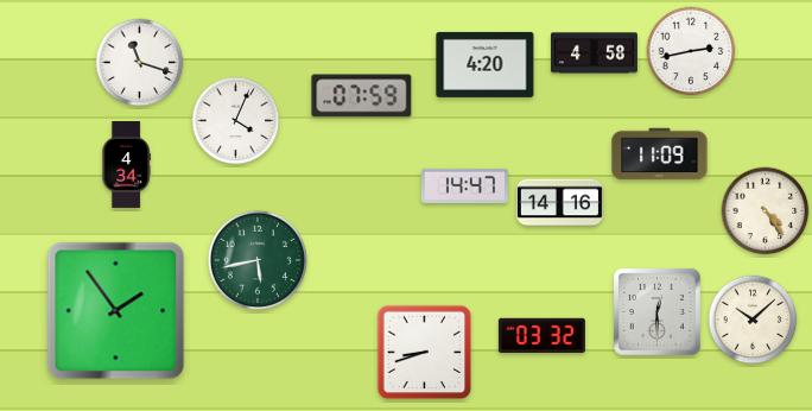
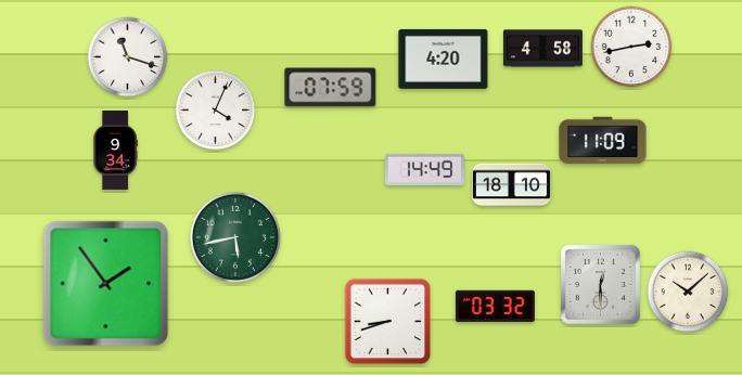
clock at (126, 164): 4:34 -> 9:34
clock at (464, 185): 14:47 -> 14:49
clock at (559, 203): 14:16 -> 18:10
clock at (766, 211): 4:24 -> none
